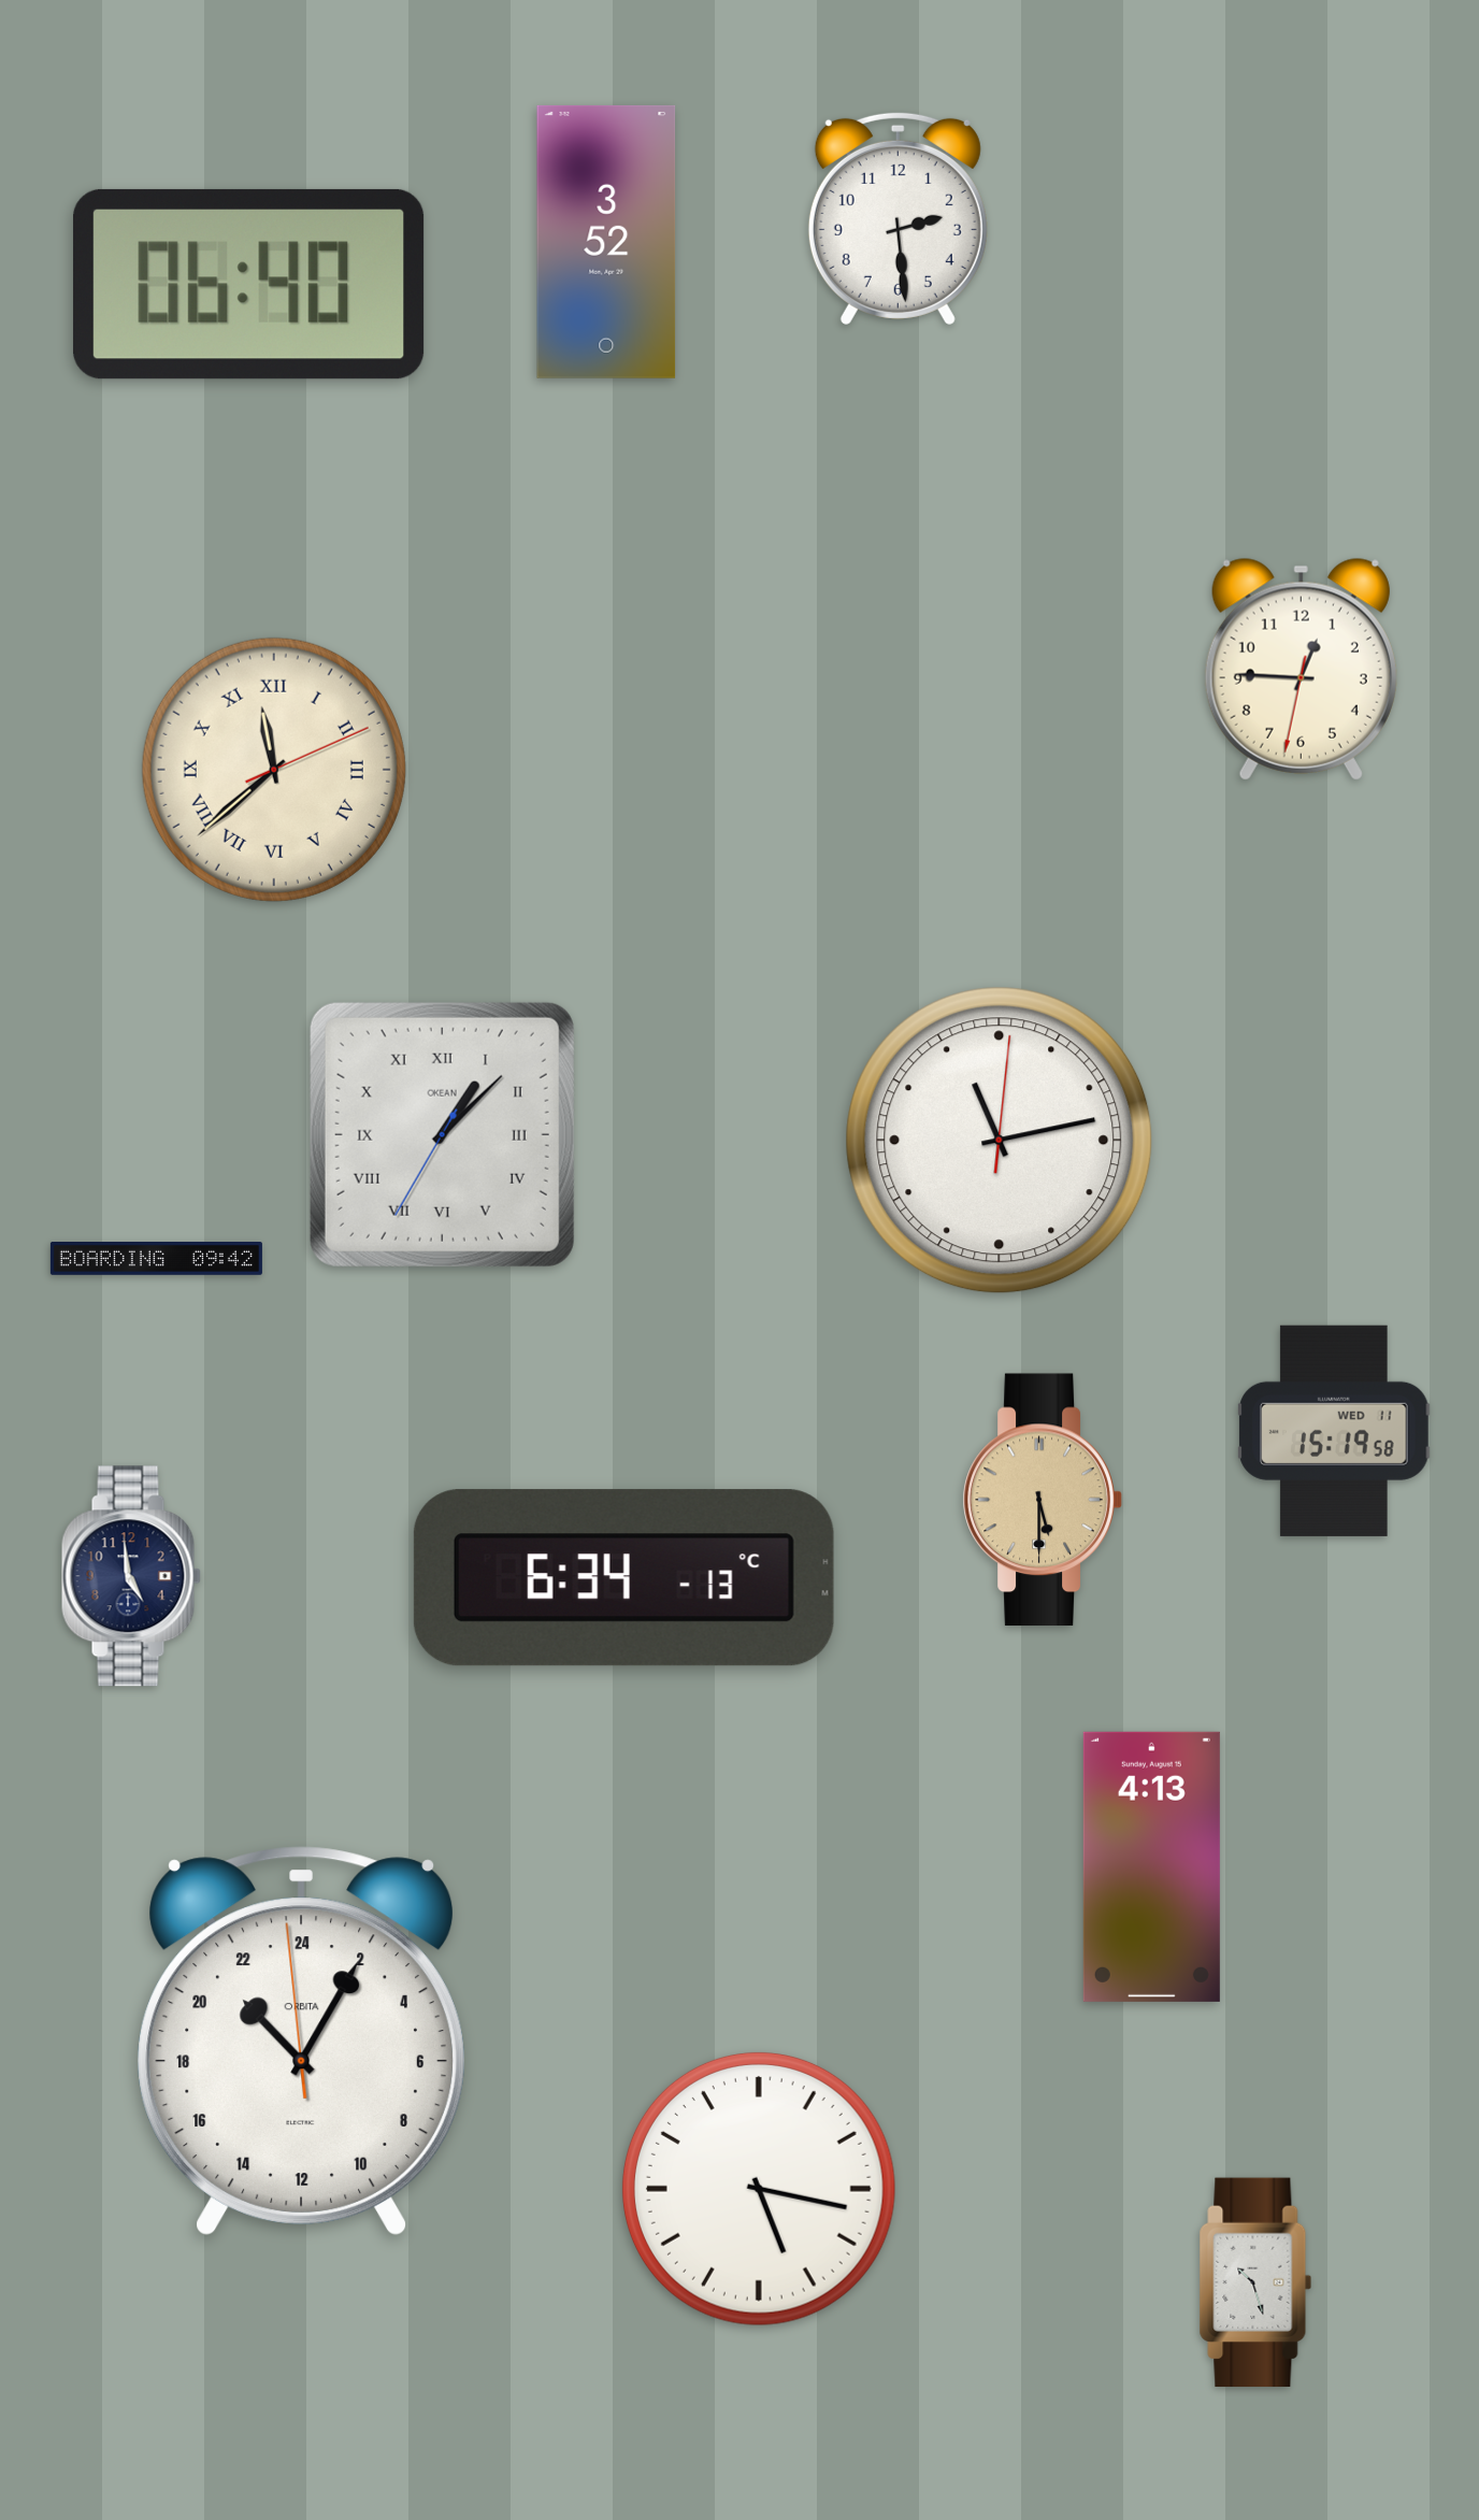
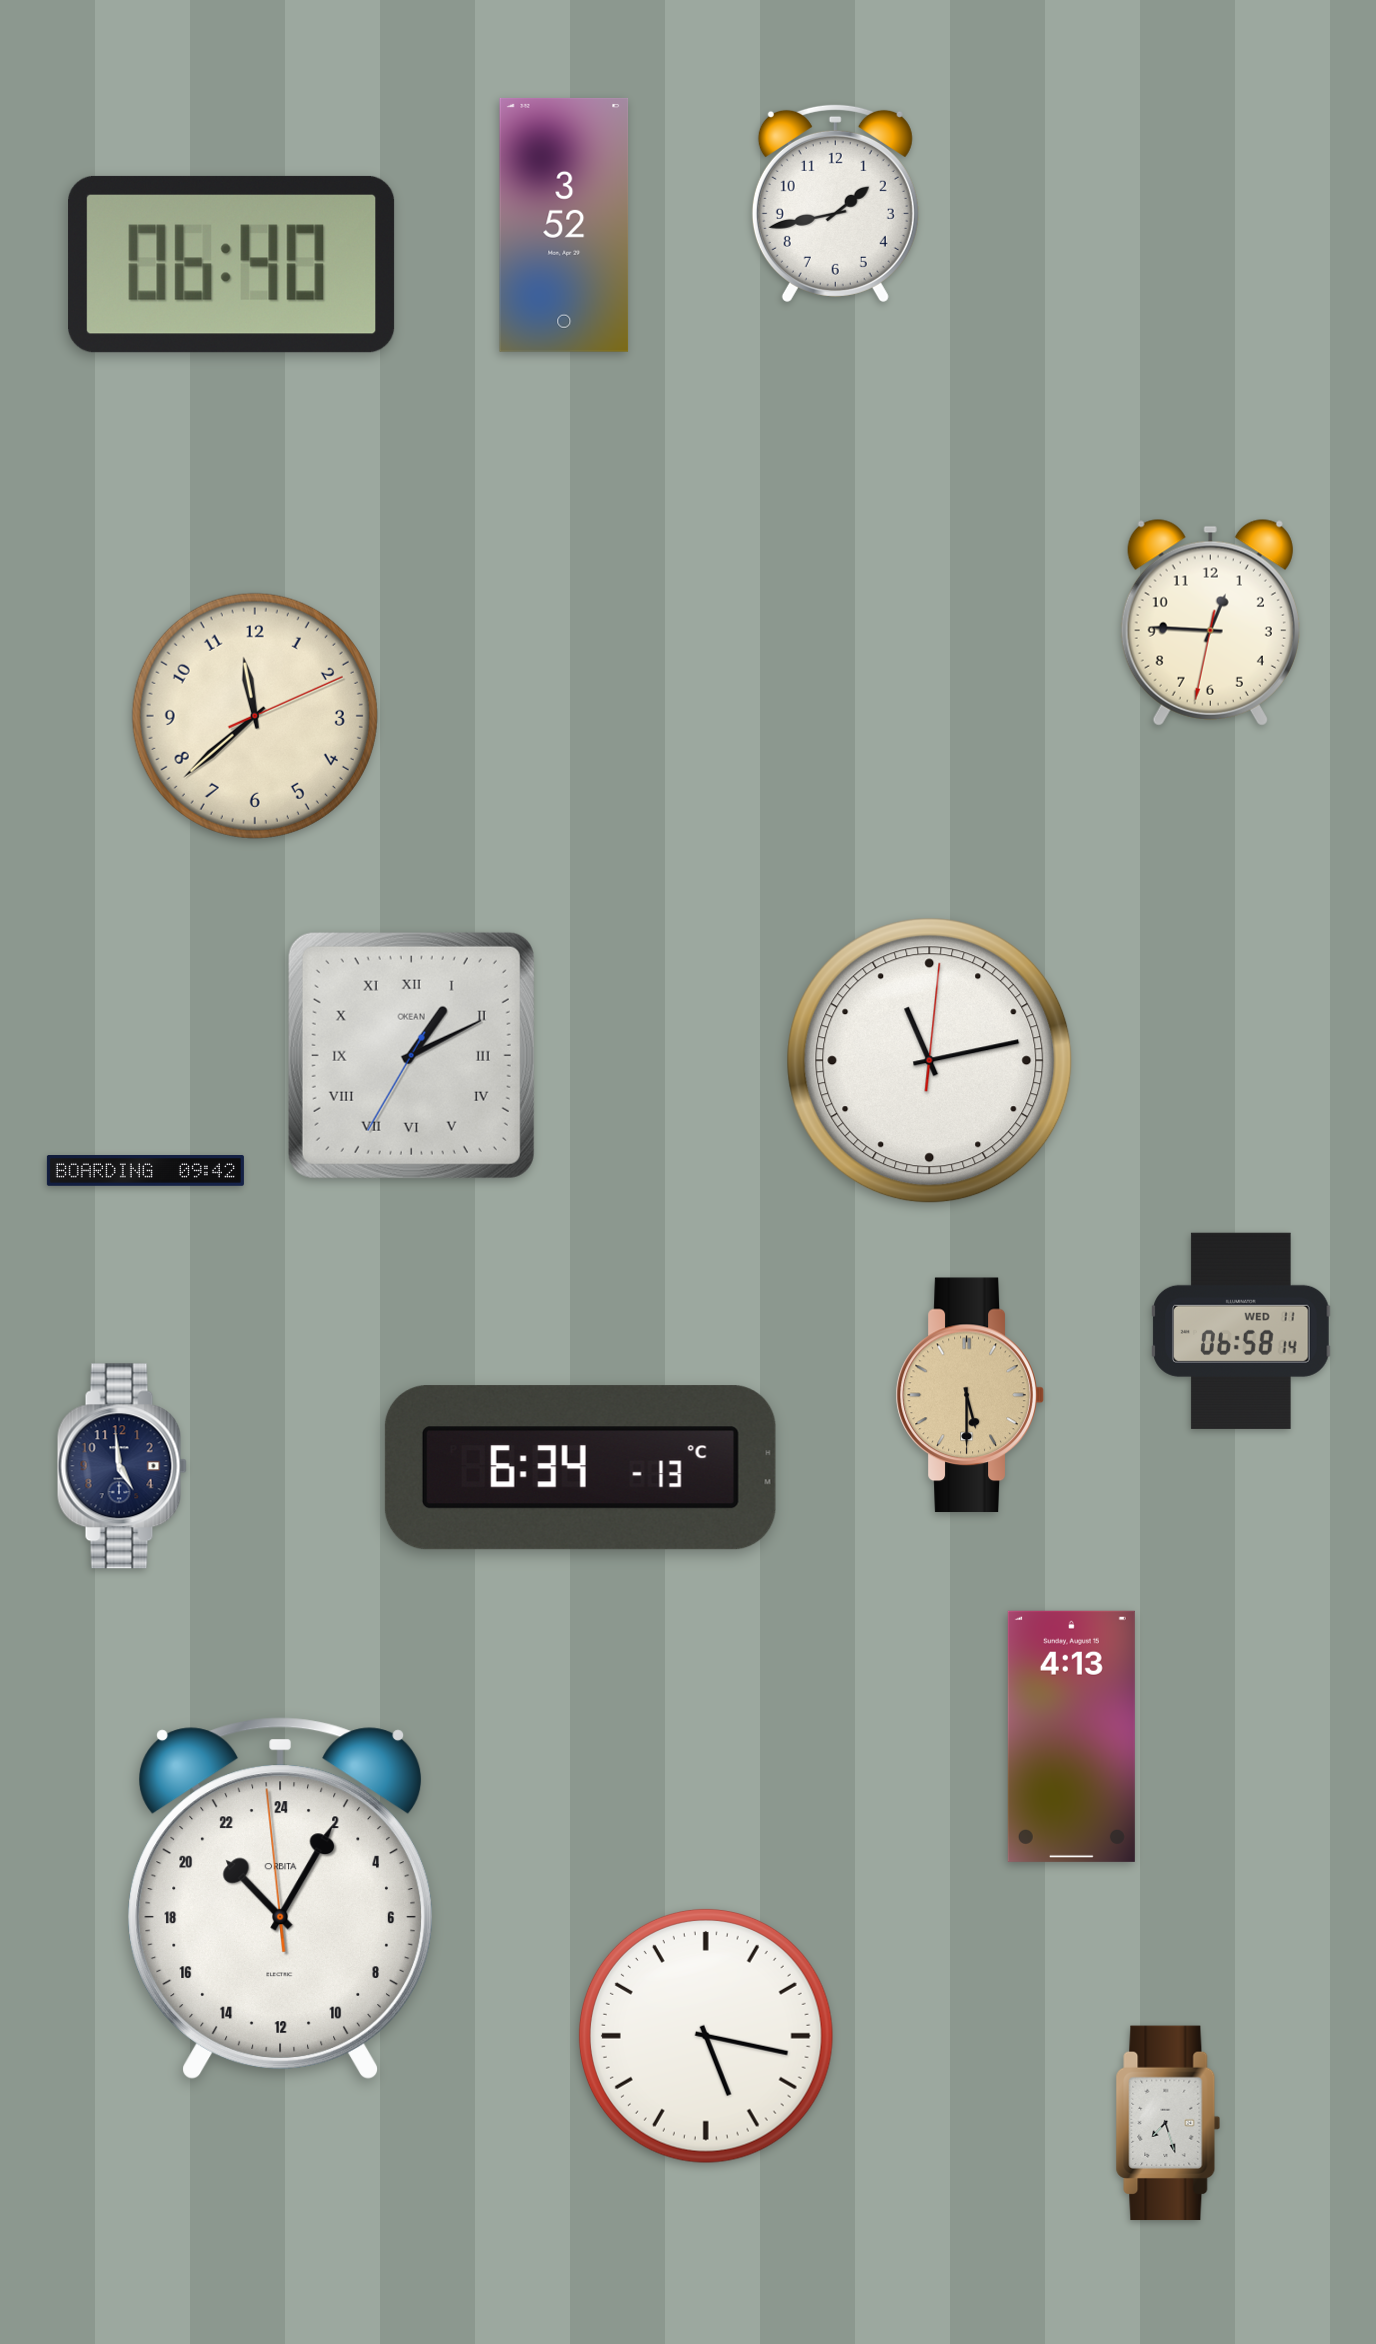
clock at (898, 218): 2:29 -> 1:43
clock at (274, 770) numerals: Roman -> Arabic
clock at (442, 1134): 1:07 -> 1:10
clock at (1334, 1431): 15:19 -> 06:58
clock at (1255, 2282): 10:27 -> 7:27
